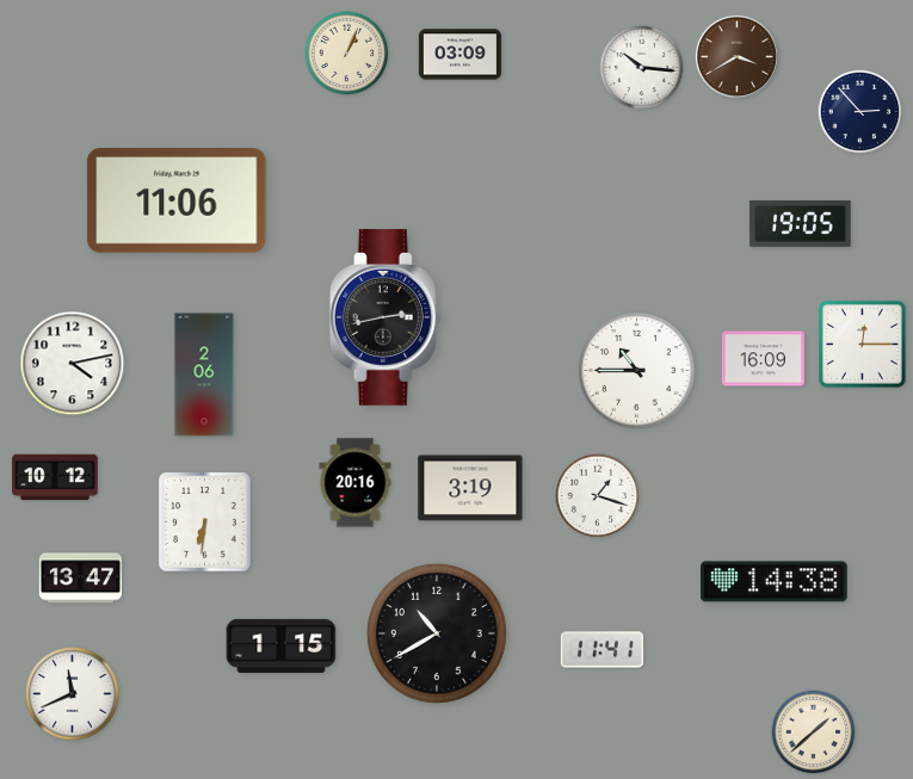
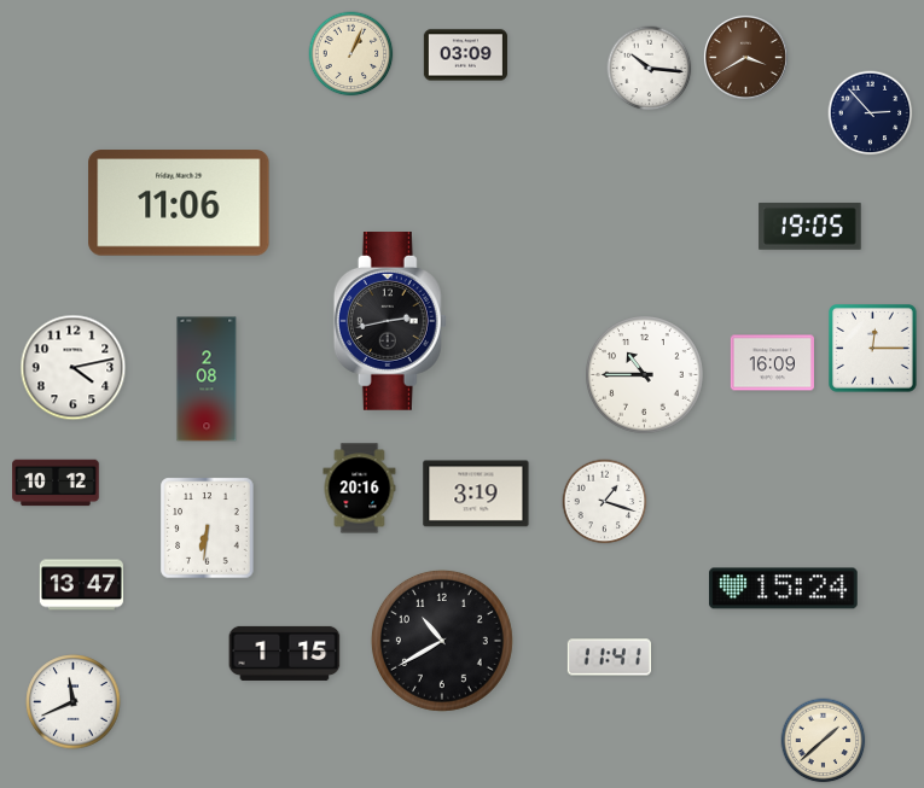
clock at (204, 375): 2:06 -> 2:08
clock at (775, 582): 14:38 -> 15:24
